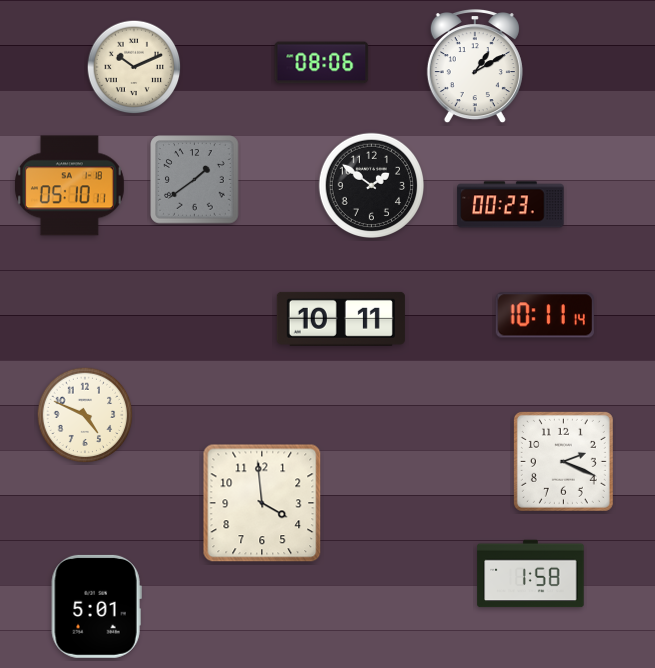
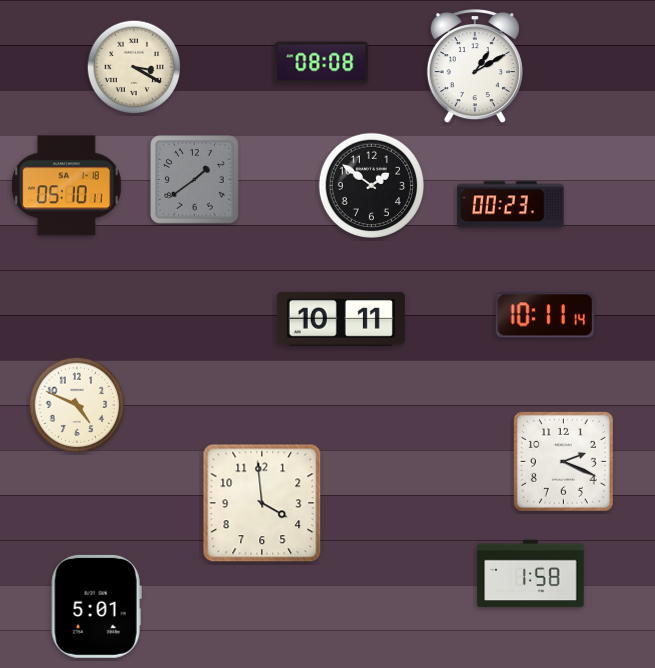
clock at (322, 63): 08:06 -> 08:08
clock at (134, 67): 10:11 -> 3:20
clock at (69, 186) position: (69, 186) -> (66, 186)
clock at (85, 415) position: (85, 415) -> (77, 405)
